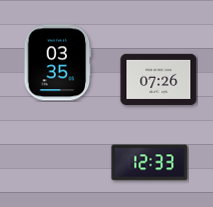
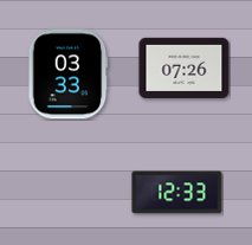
clock at (58, 63): 03:35 -> 03:33
clock at (159, 79) position: (159, 79) -> (185, 67)
